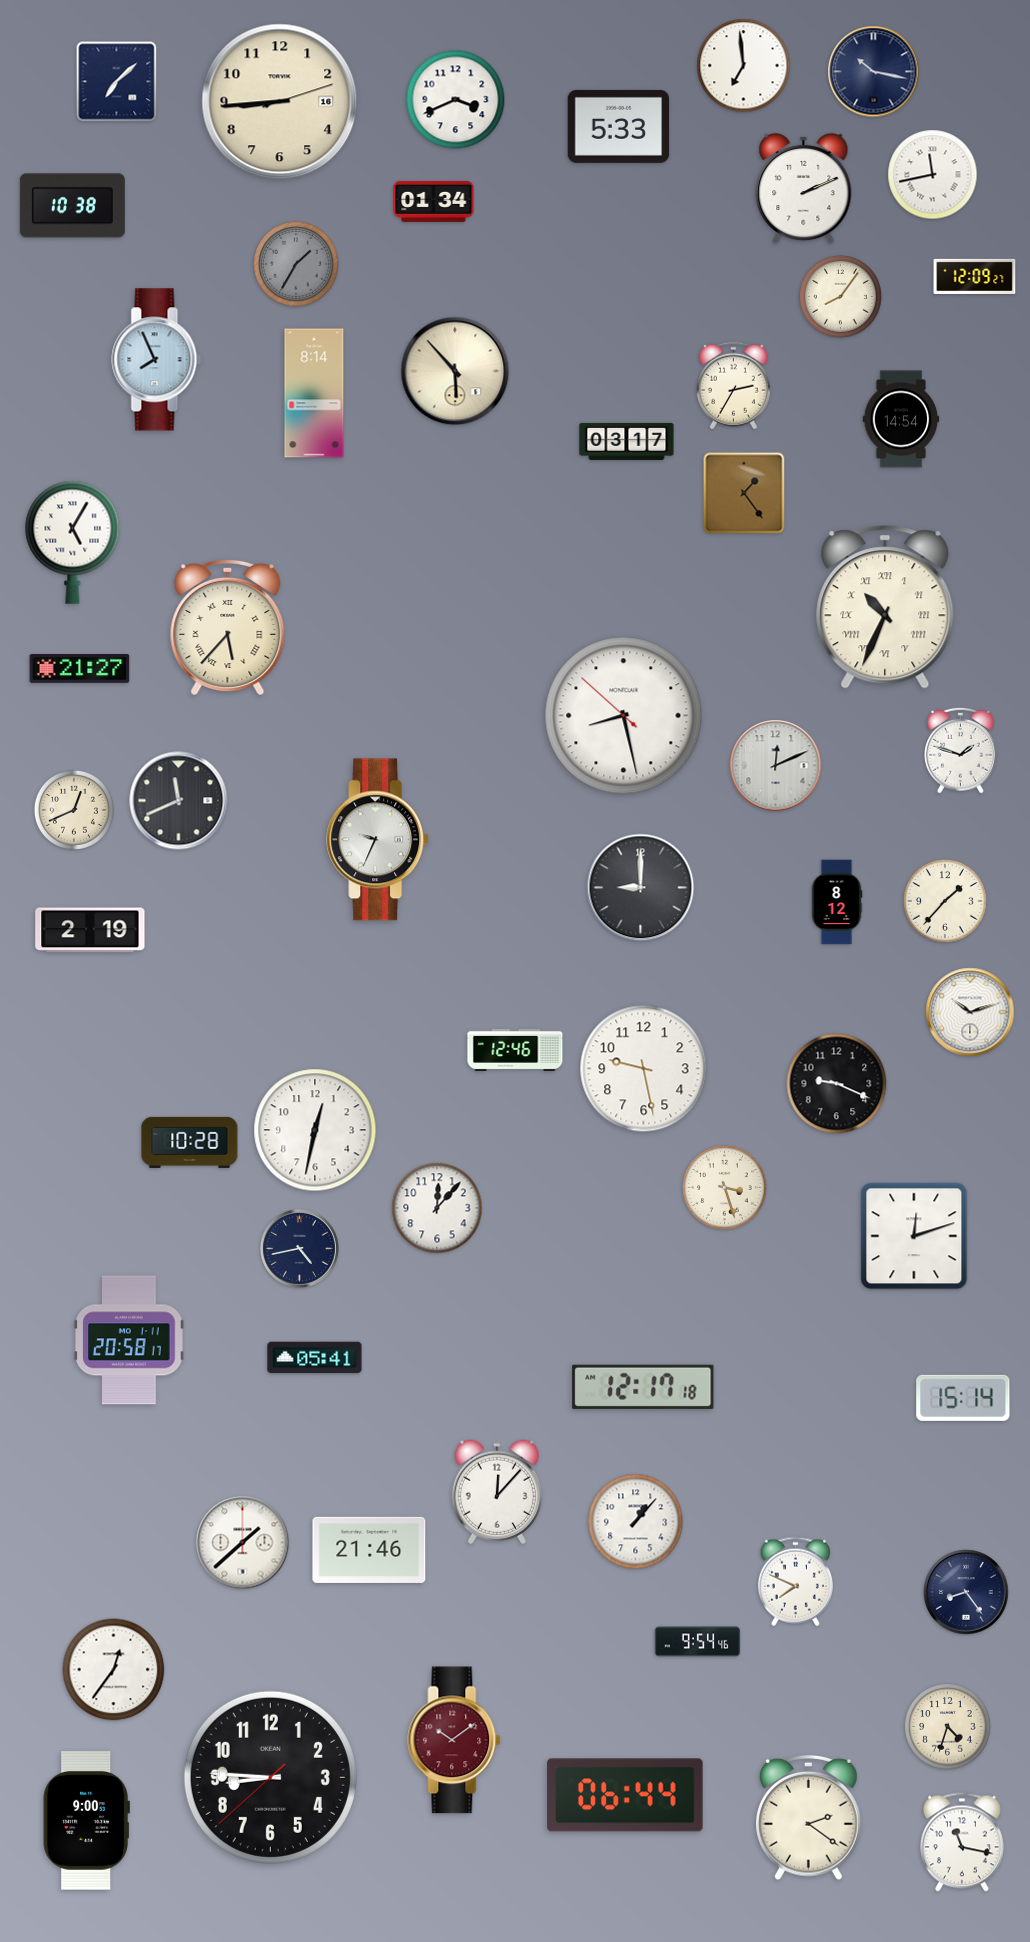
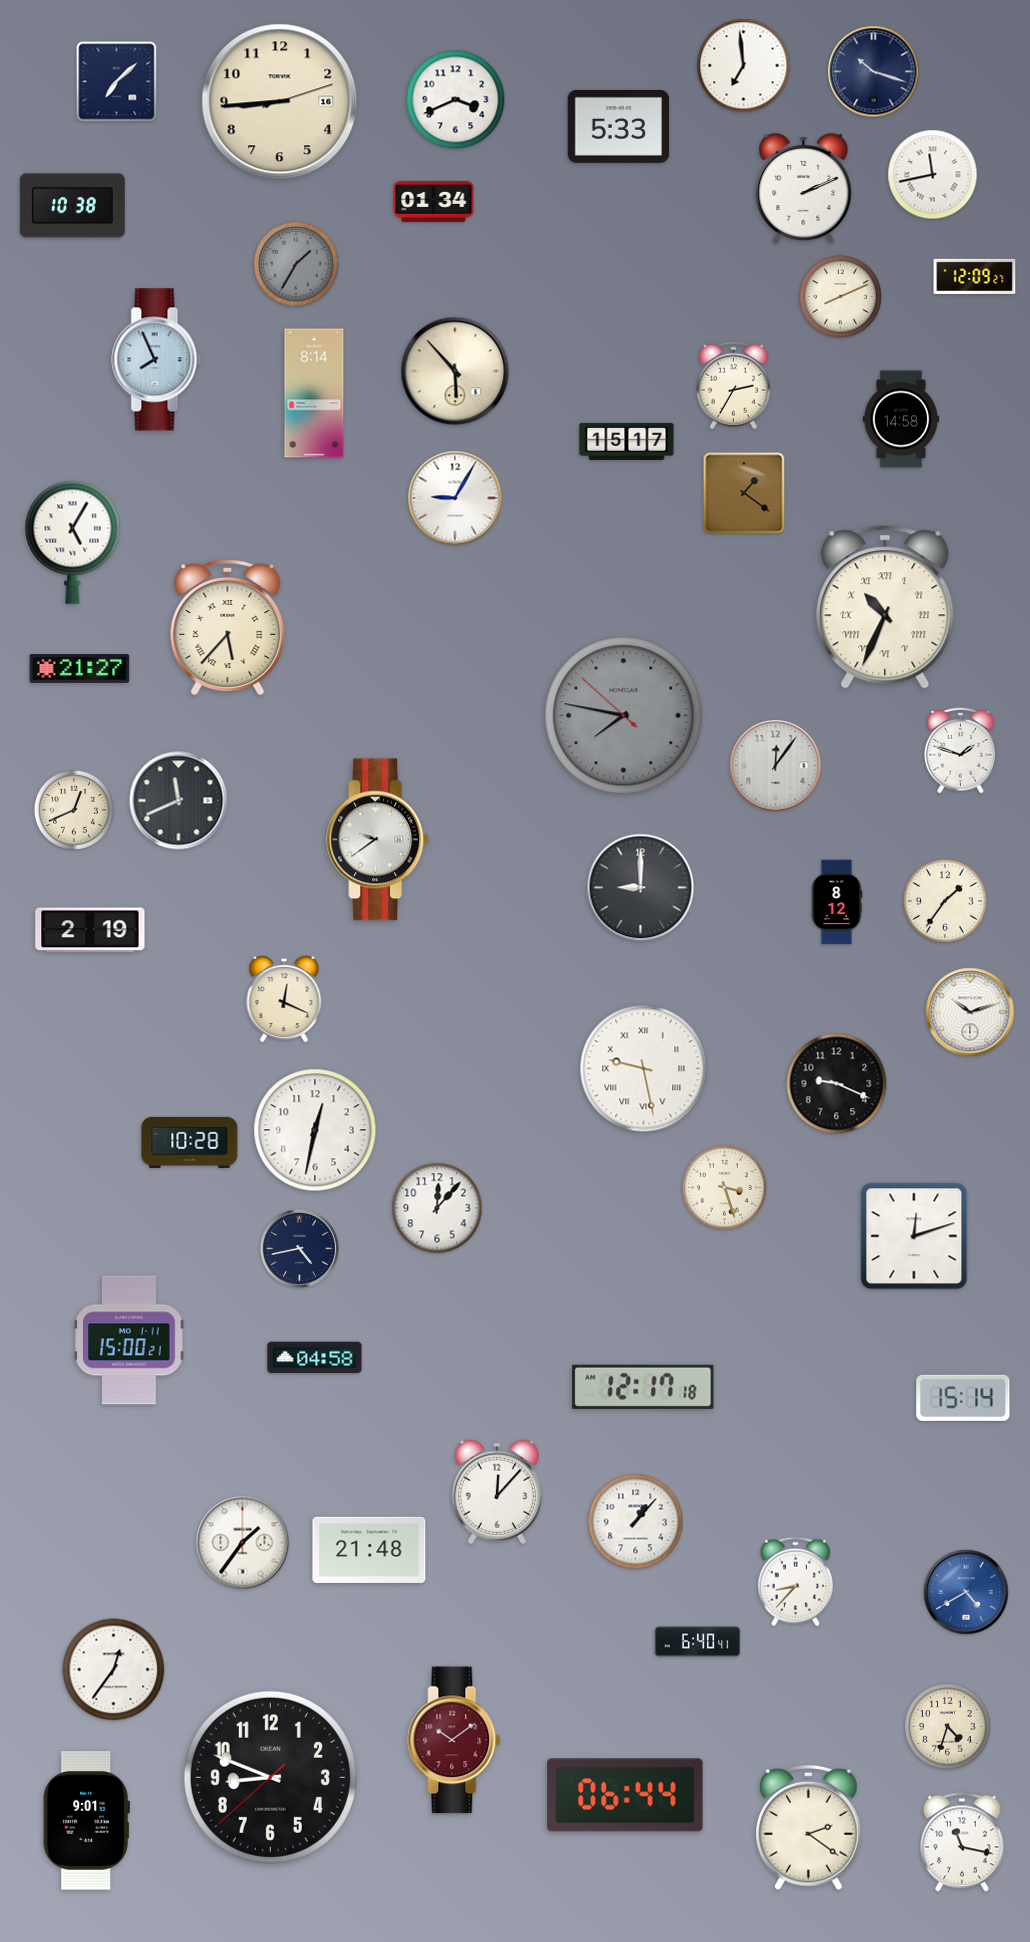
clock at (874, 72): 10:17 -> 10:18
clock at (840, 296): 8:06 -> 8:11
clock at (901, 419): 14:54 -> 14:58
clock at (627, 441): 03:17 -> 15:17
clock at (744, 493): 1:24 -> 1:21
clock at (455, 498): none -> 9:05
clock at (624, 716): 8:27 -> 7:46
clock at (624, 716) dial: white -> grey
clock at (776, 766): 12:11 -> 12:06
clock at (378, 840): 9:34 -> 9:39
clock at (946, 902): 1:37 -> 1:36
clock at (284, 1000): none -> 12:19
clock at (515, 1050): 12:46 -> none
clock at (644, 1069) numerals: Arabic -> Roman
clock at (129, 1340): 20:58 -> 15:00
clock at (315, 1358): 05:41 -> 04:58
clock at (243, 1543): 1:38 -> 1:36
clock at (369, 1550): 21:46 -> 21:48
clock at (795, 1582): 7:49 -> 8:37
clock at (966, 1592): 8:24 -> 4:40
clock at (966, 1592) dial: navy -> blue
clock at (698, 1642): 9:54 -> 6:40
clock at (270, 1777): 8:45 -> 8:48
clock at (809, 1818) position: (809, 1818) -> (809, 1828)
clock at (86, 1821): 9:00 -> 9:01
